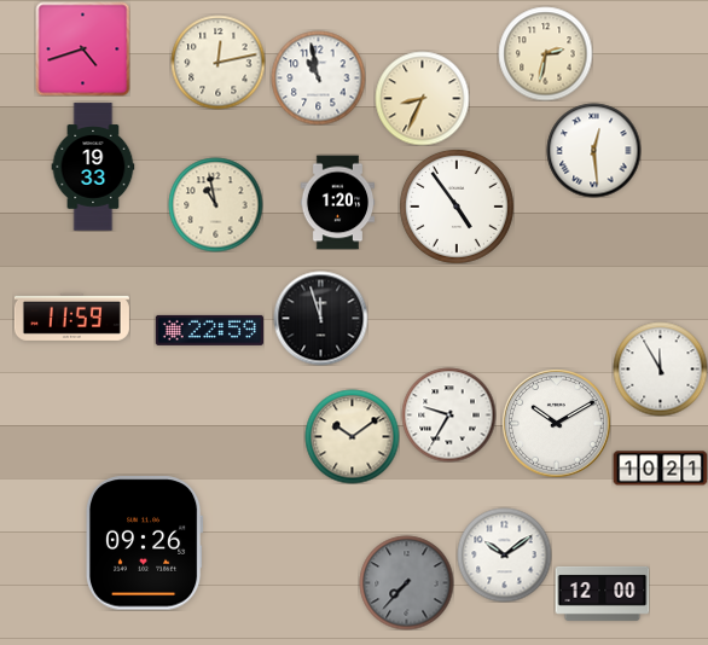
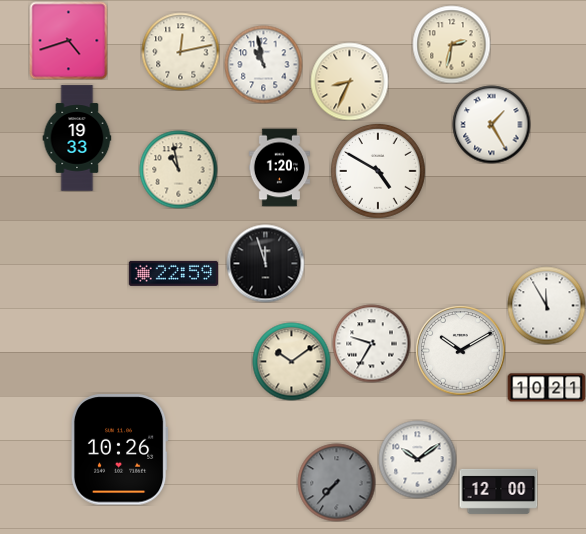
clock at (593, 150): 12:29 -> 1:25
clock at (457, 207): 4:54 -> 4:50
clock at (71, 316): 11:59 -> none
clock at (144, 544): 09:26 -> 10:26
